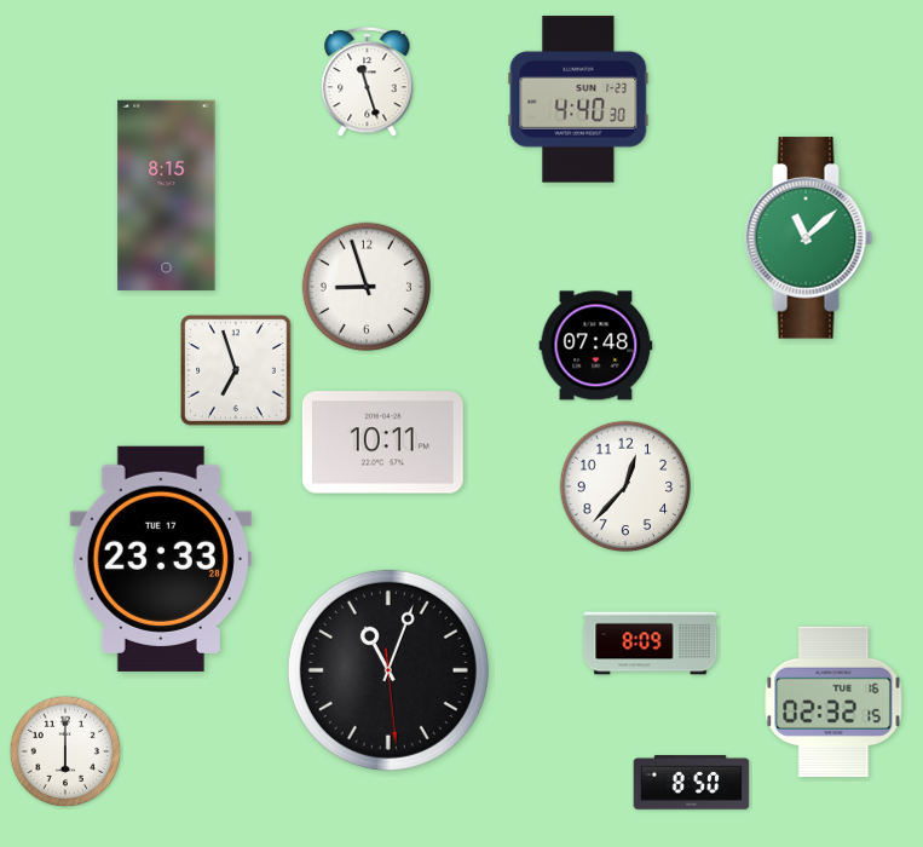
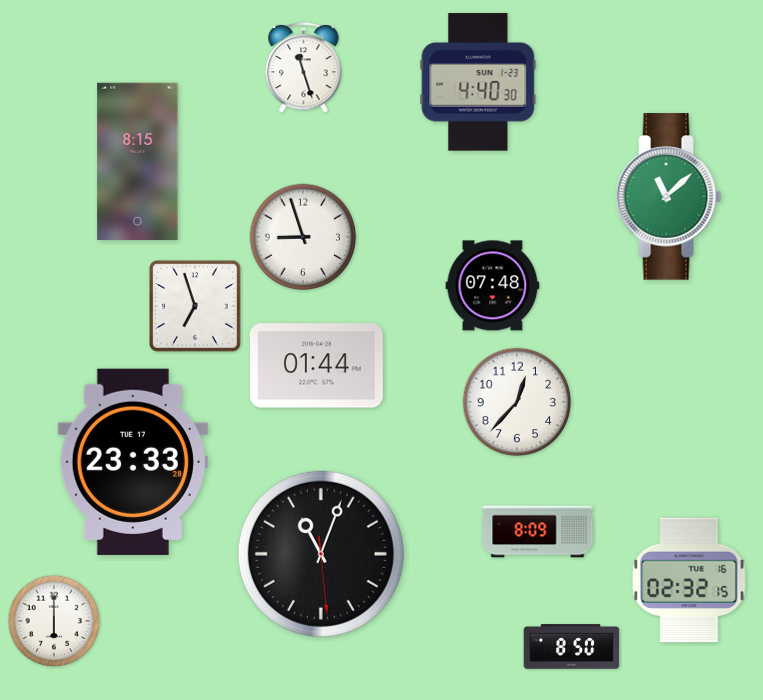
clock at (382, 443): 10:11 -> 01:44
